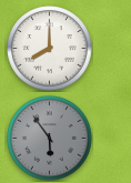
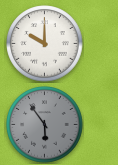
clock at (50, 49): 8:00 -> 10:00
